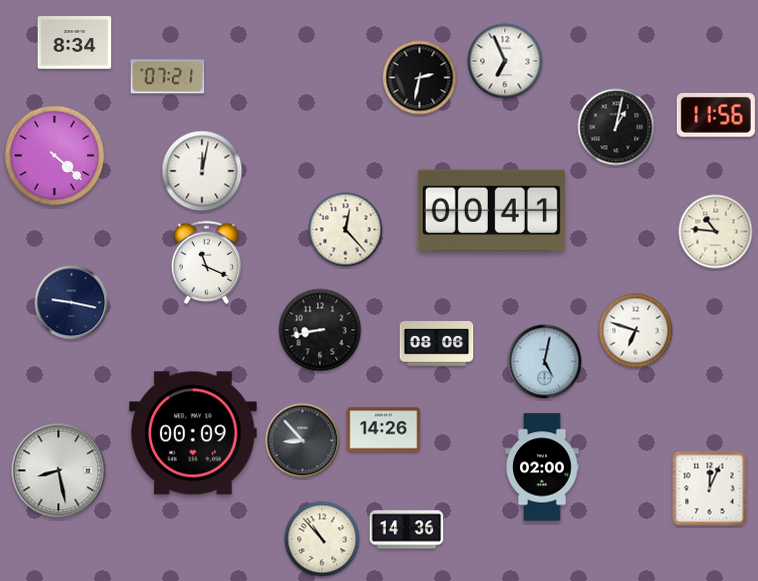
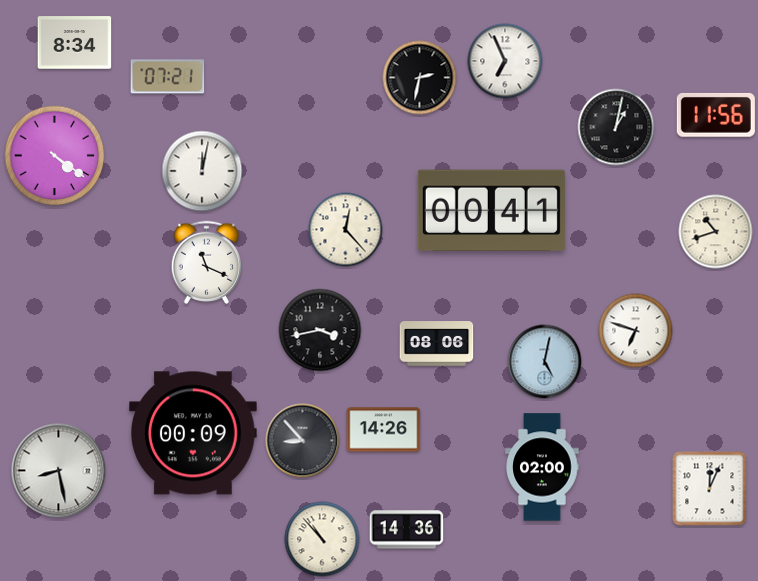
clock at (55, 156): 4:22 -> 4:21
clock at (716, 232): 10:46 -> 10:42
clock at (72, 303): 9:17 -> none
clock at (320, 330): 8:43 -> 3:43
